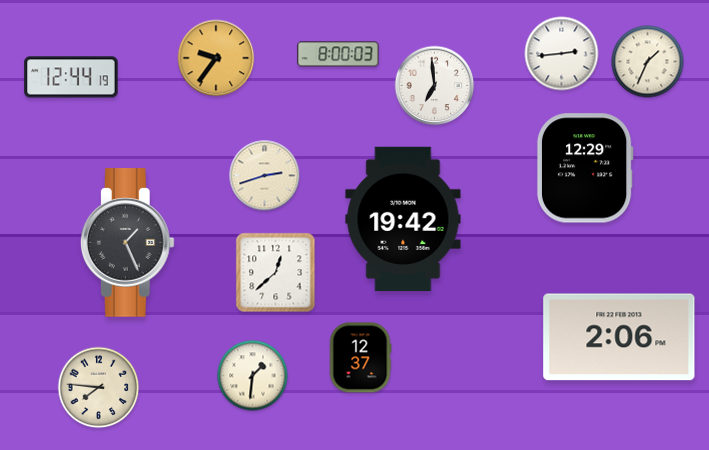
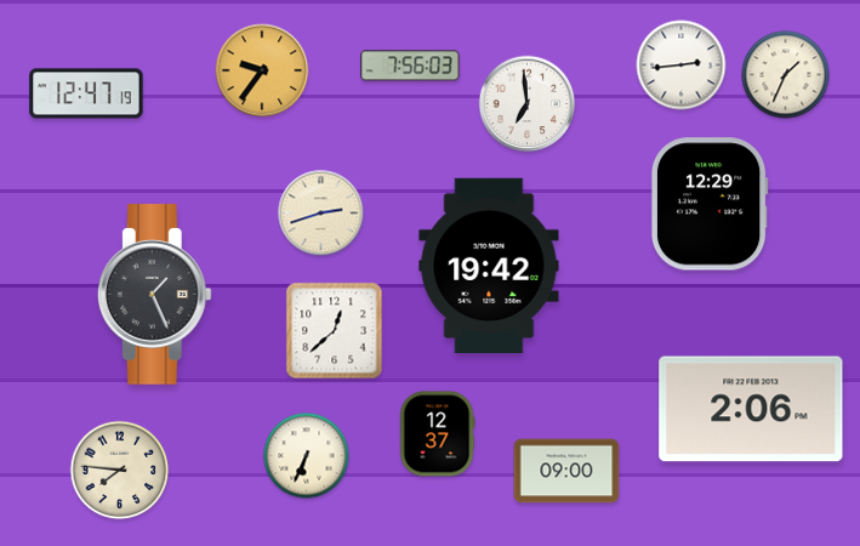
clock at (338, 54): 8:00 -> 7:56
clock at (71, 77): 12:44 -> 12:47
clock at (253, 376): 1:31 -> 6:34
clock at (566, 471): none -> 09:00
